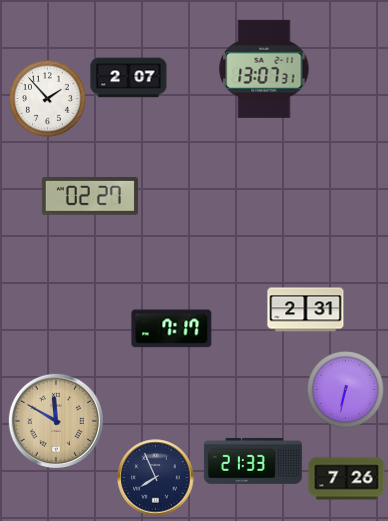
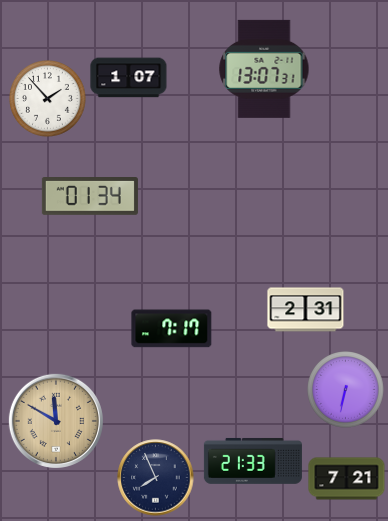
clock at (129, 78): 2:07 -> 1:07
clock at (90, 197): 02:27 -> 01:34
clock at (347, 479): 7:26 -> 7:21
